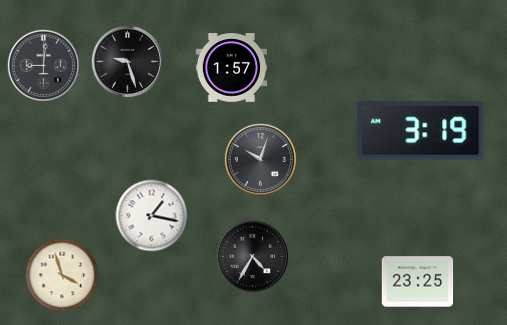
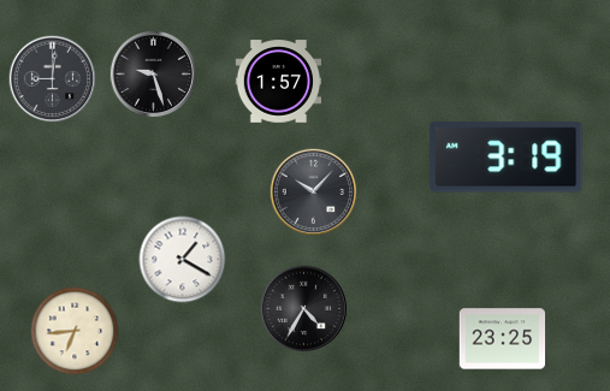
clock at (261, 160): 10:03 -> 10:07
clock at (152, 216): 1:17 -> 1:20
clock at (62, 275): 3:57 -> 6:44
